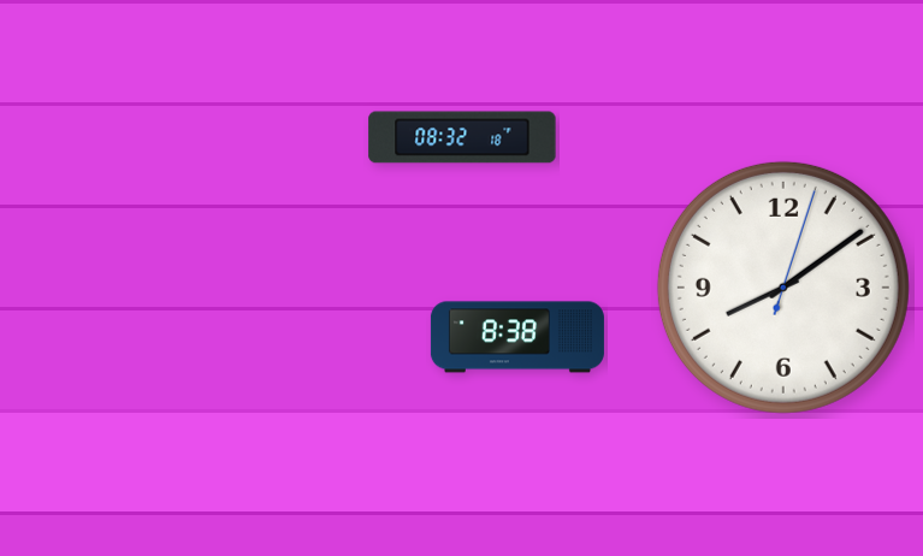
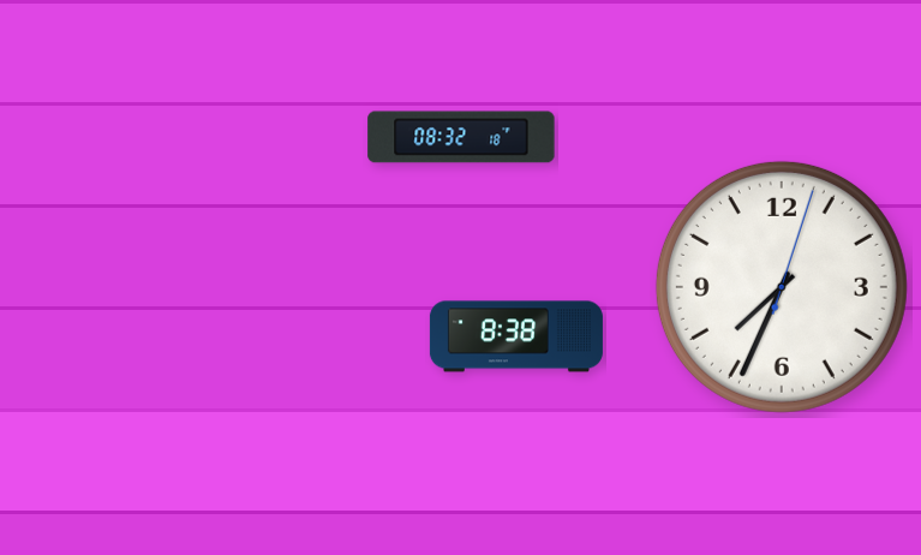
clock at (783, 288): 8:09 -> 7:34
